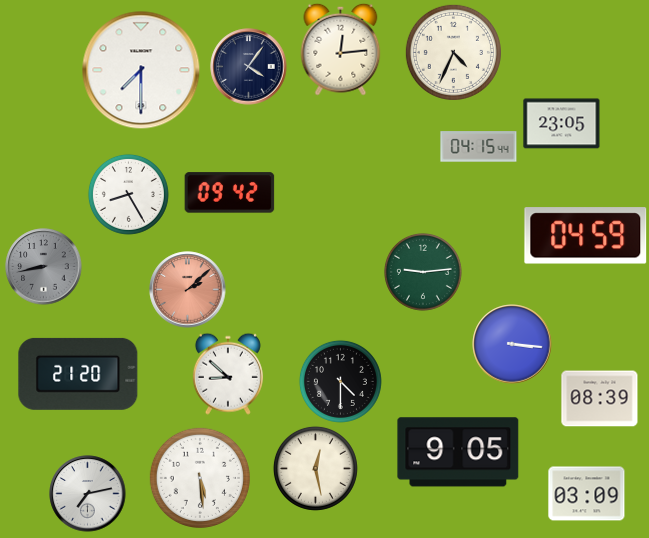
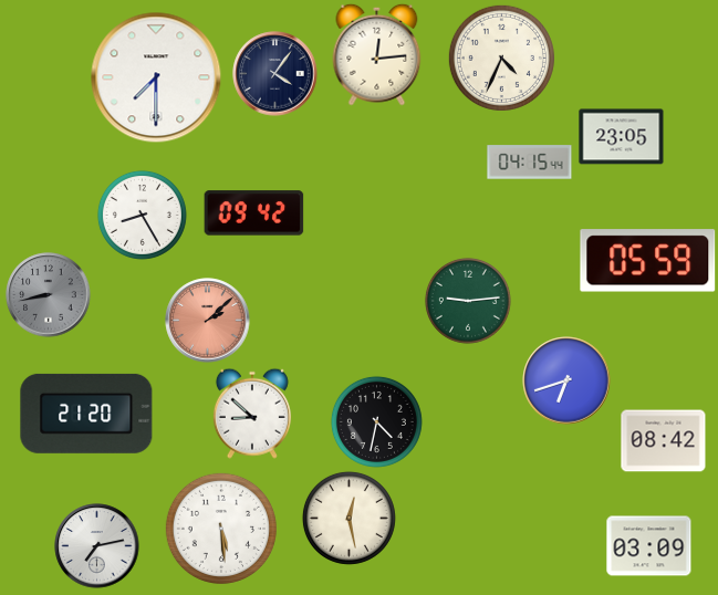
clock at (586, 236): 04:59 -> 05:59
clock at (512, 344): 3:16 -> 6:42
clock at (340, 381): 4:30 -> 4:32
clock at (600, 399): 08:39 -> 08:42
clock at (458, 452): 9:05 -> none
